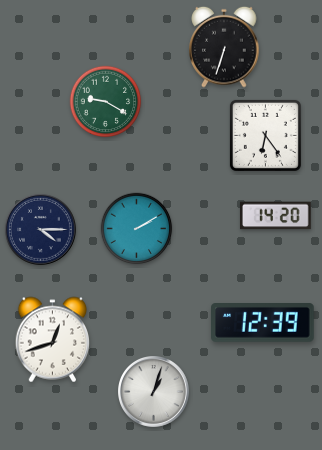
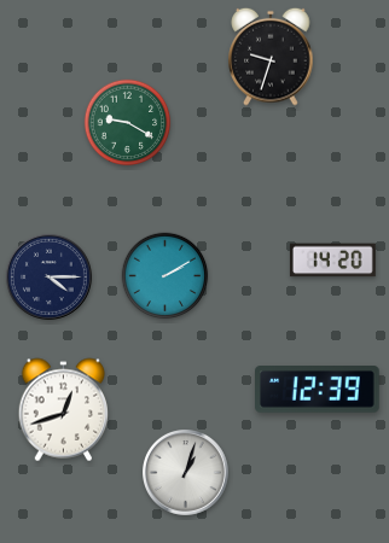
clock at (224, 47): 6:33 -> 9:33
clock at (265, 135): 6:24 -> none
